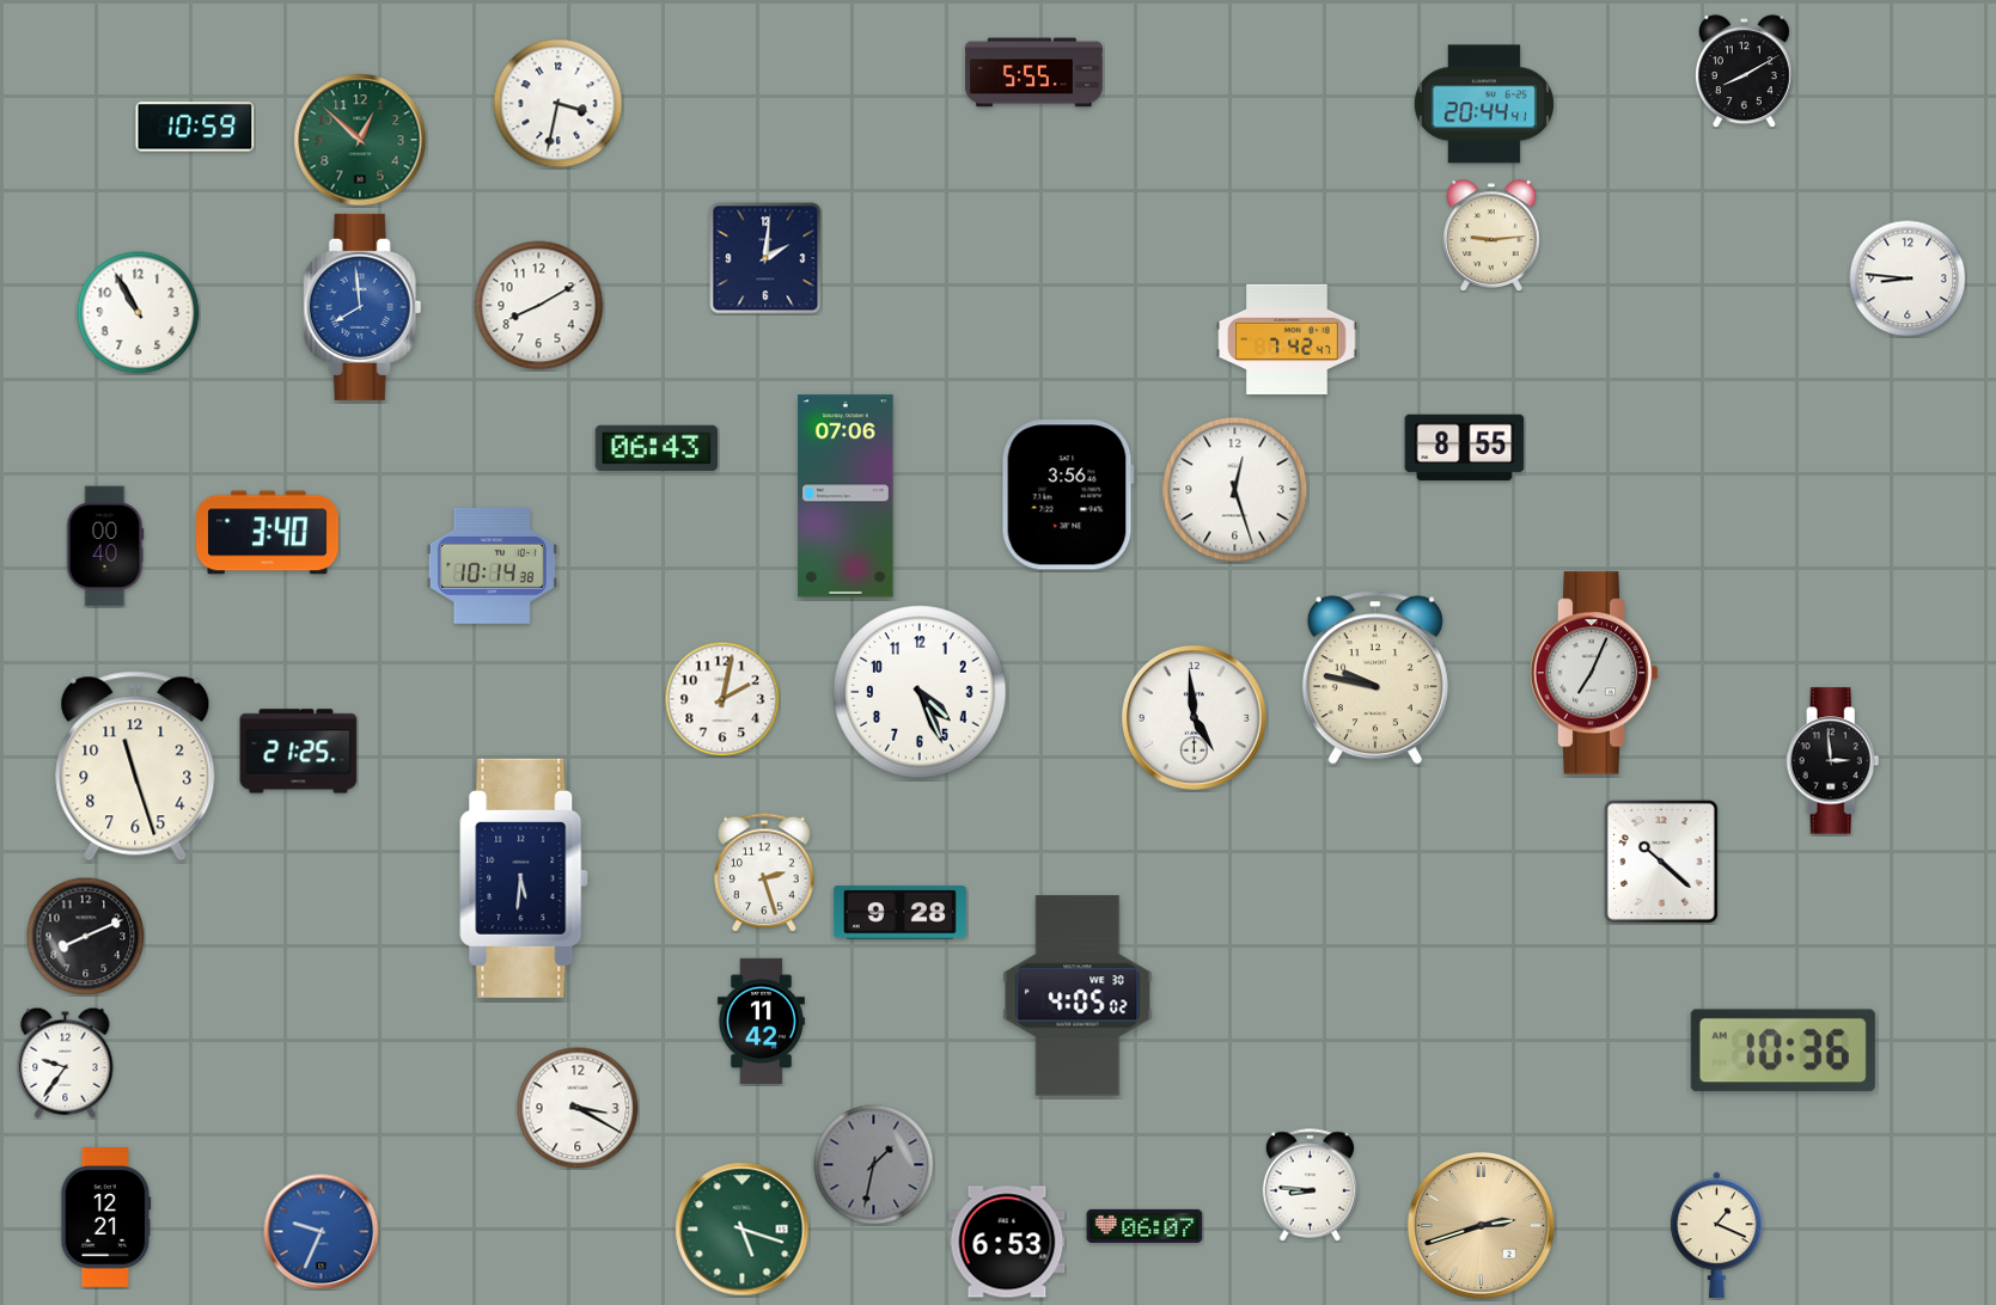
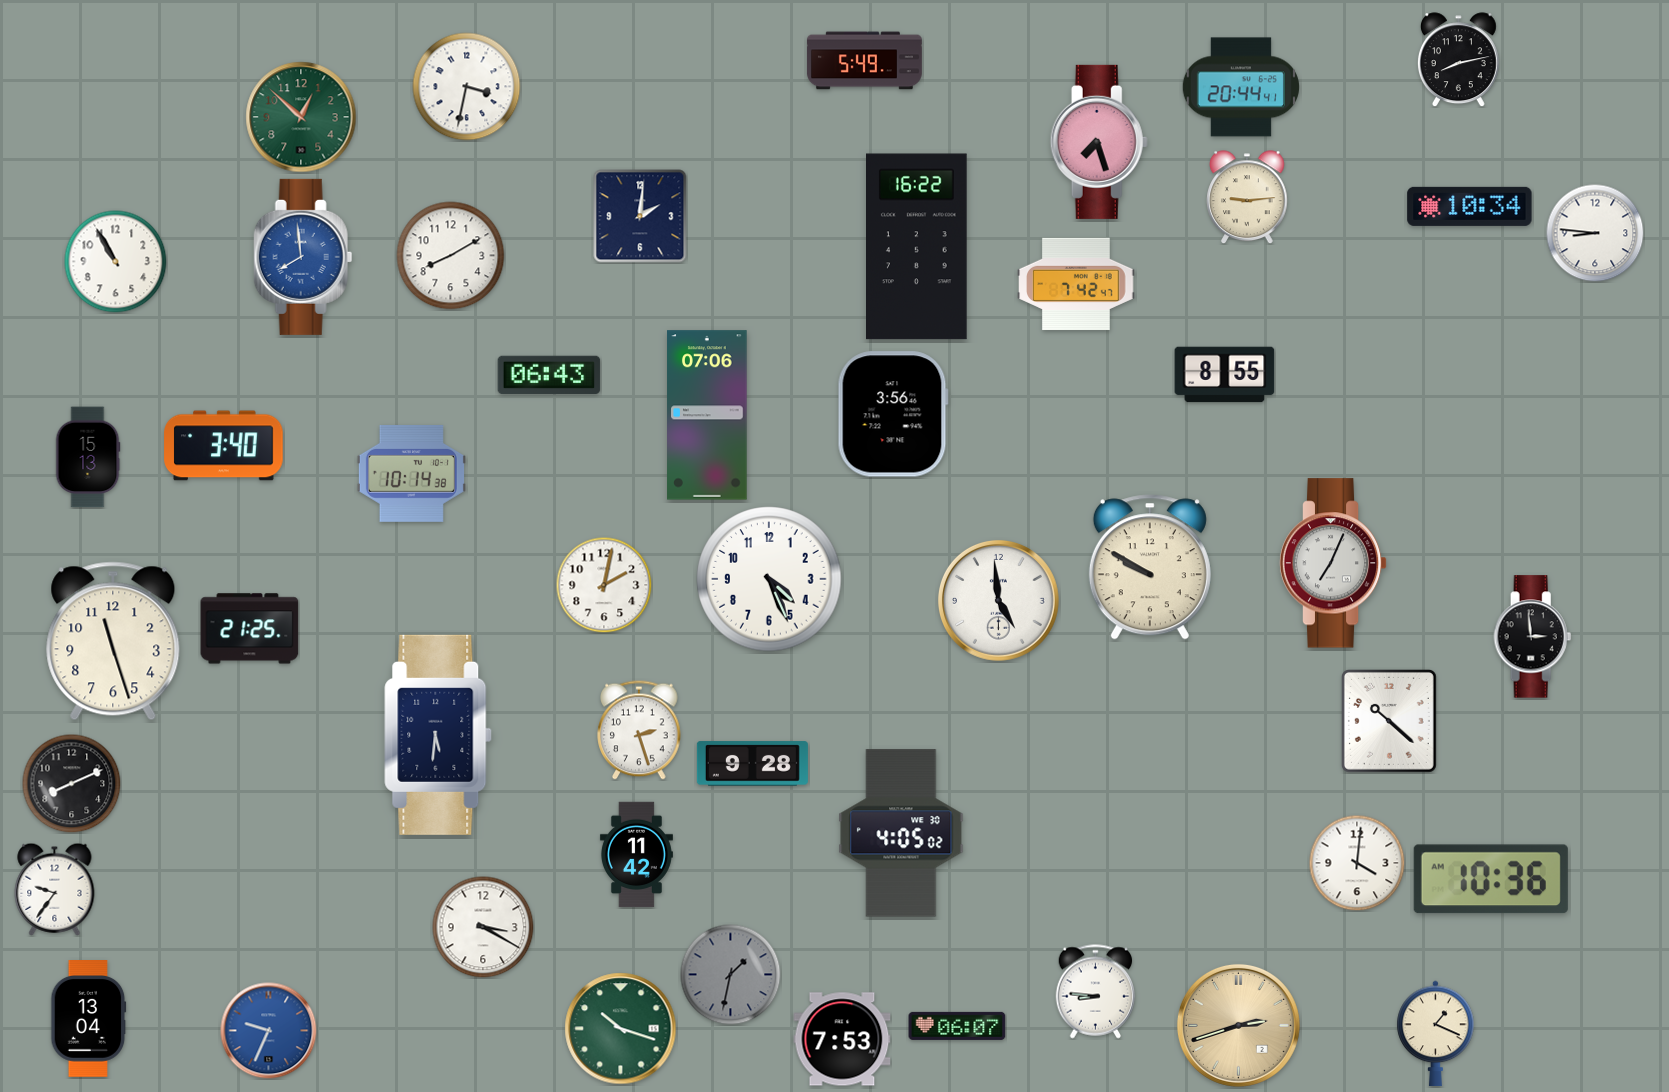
clock at (1744, 72): 8:10 -> 8:13
clock at (1034, 73): 5:55 -> 5:49
clock at (195, 127): 10:59 -> none
clock at (1099, 142): none -> 7:27
clock at (1470, 206): none -> 10:34
clock at (917, 247): none -> 16:22
clock at (1235, 490): 12:27 -> none
clock at (105, 546): 00:40 -> 15:13
clock at (1375, 678): 9:47 -> 9:50
clock at (1357, 863): none -> 4:01
clock at (106, 1218): 12:21 -> 13:04
clock at (743, 1230): 5:18 -> 10:18
clock at (1007, 1242): 6:53 -> 7:53
